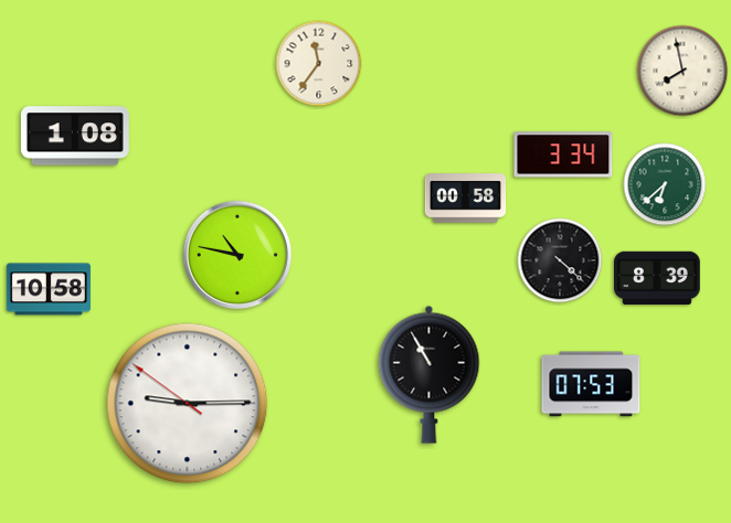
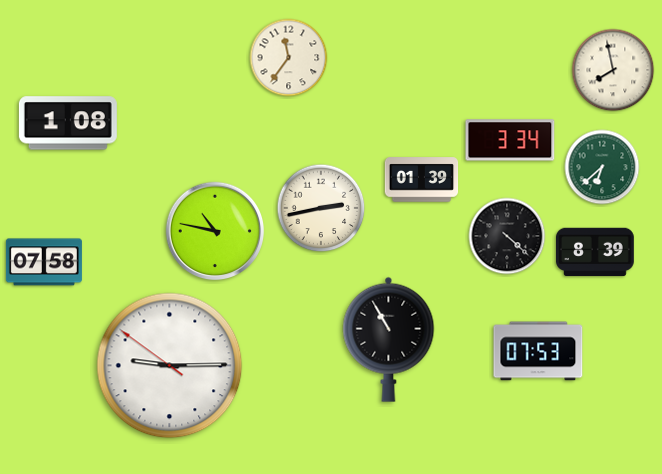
clock at (682, 71) position: (682, 71) -> (613, 70)
clock at (466, 199): 00:58 -> 01:39
clock at (321, 208): none -> 2:43
clock at (49, 289): 10:58 -> 07:58
clock at (591, 384) position: (591, 384) -> (538, 351)
